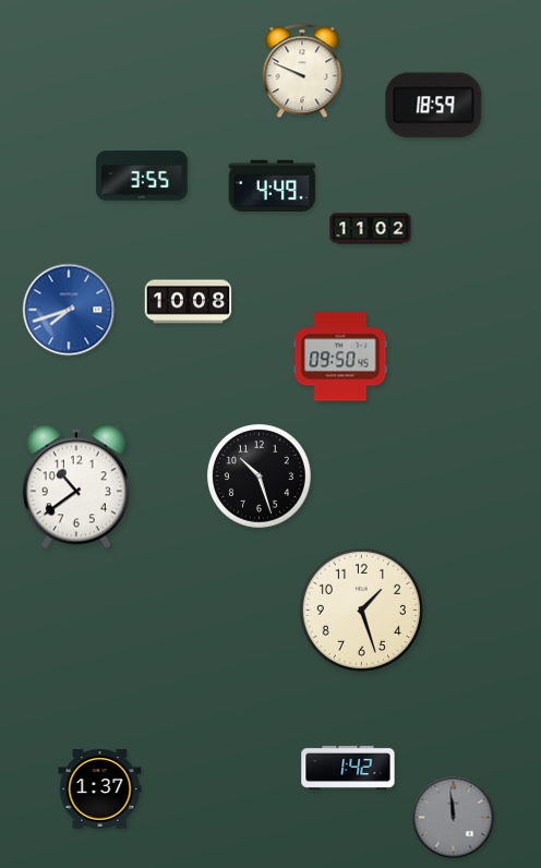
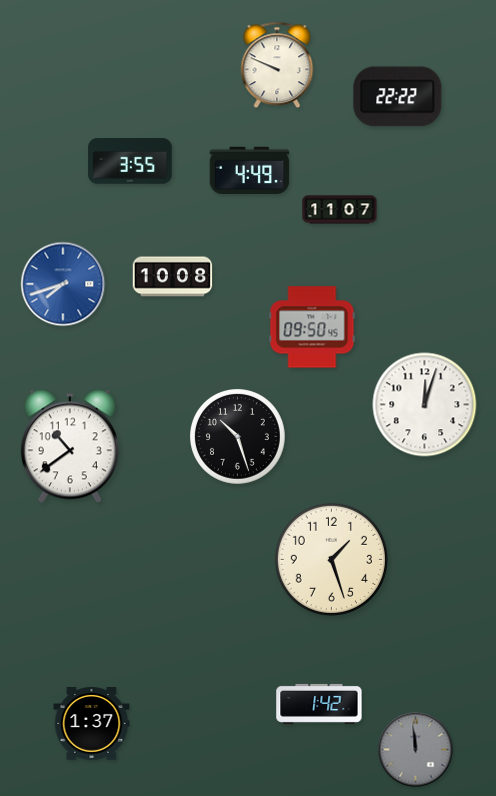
clock at (434, 106): 18:59 -> 22:22
clock at (371, 229): 11:02 -> 11:07
clock at (425, 405): none -> 12:03
